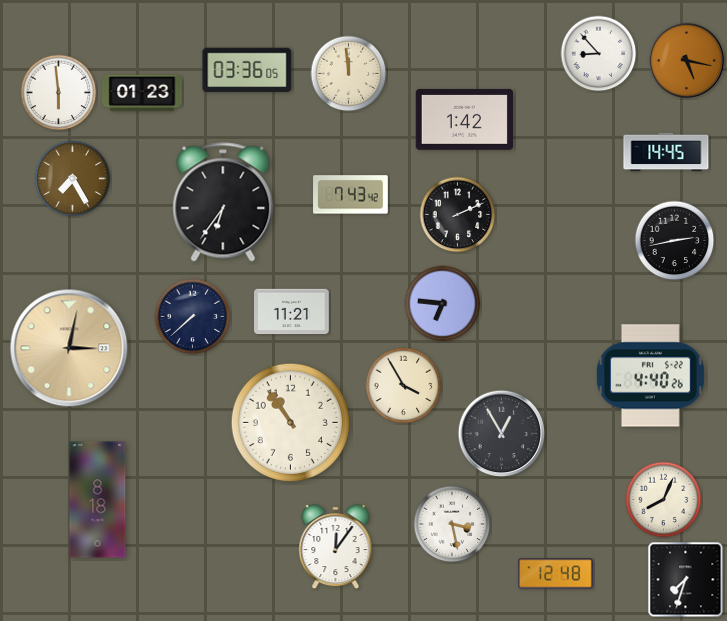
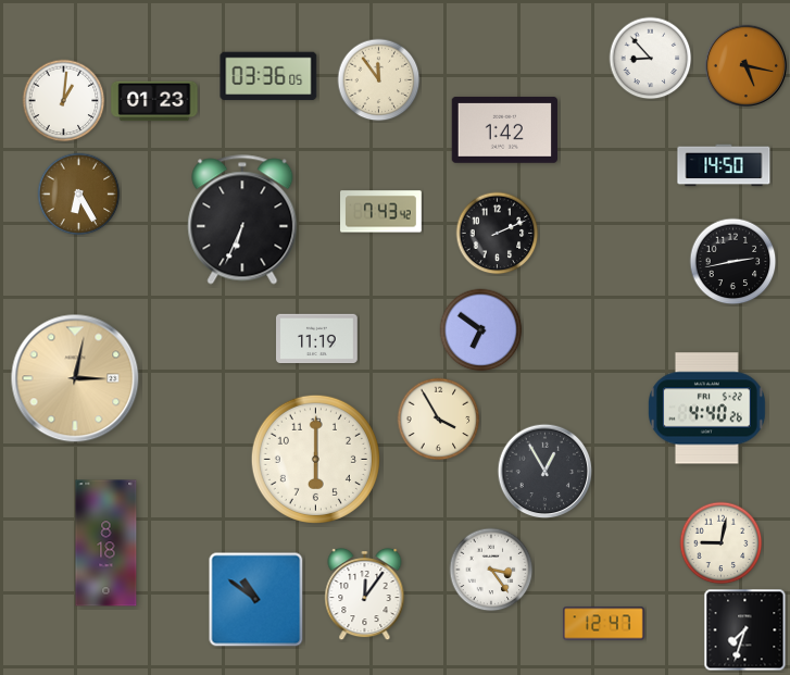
clock at (349, 74): 11:59 -> 11:54
clock at (59, 93): 5:59 -> 1:01
clock at (666, 152): 14:45 -> 14:50
clock at (73, 179): 7:25 -> 6:25
clock at (223, 202): 6:36 -> 6:34
clock at (443, 304): 6:46 -> 6:51
clock at (292, 312): 11:21 -> 11:19
clock at (193, 317): 7:38 -> none
clock at (290, 422): 10:54 -> 6:00
clock at (664, 500): 8:04 -> 9:02
clock at (452, 524): 3:28 -> 3:24
clock at (256, 600): none -> 10:51
clock at (556, 574): 12:48 -> 12:47
